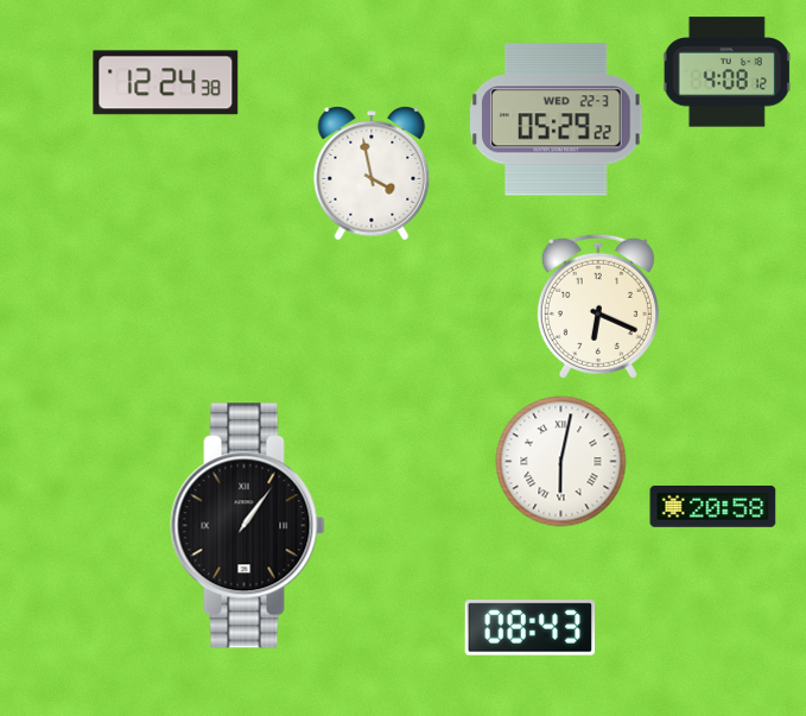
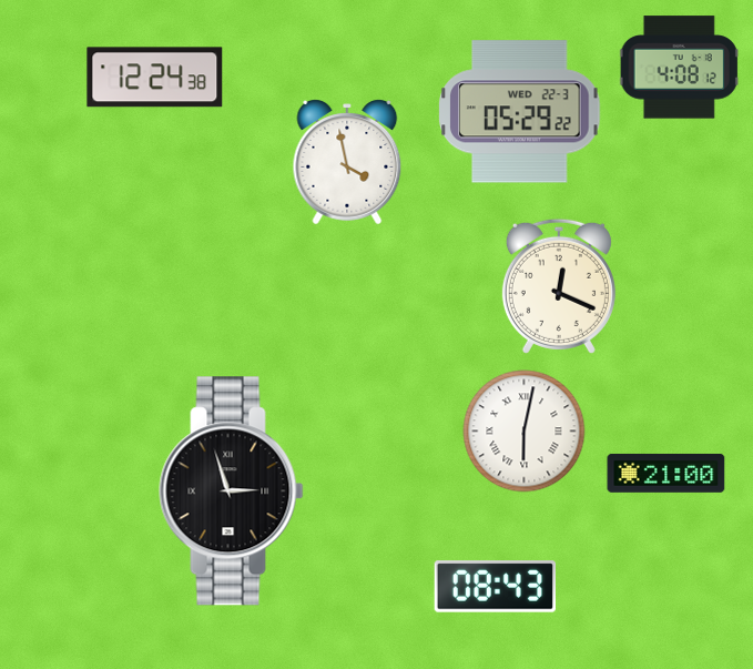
clock at (598, 306): 6:19 -> 12:19
clock at (713, 507): 20:58 -> 21:00
clock at (248, 526): 1:06 -> 2:57
